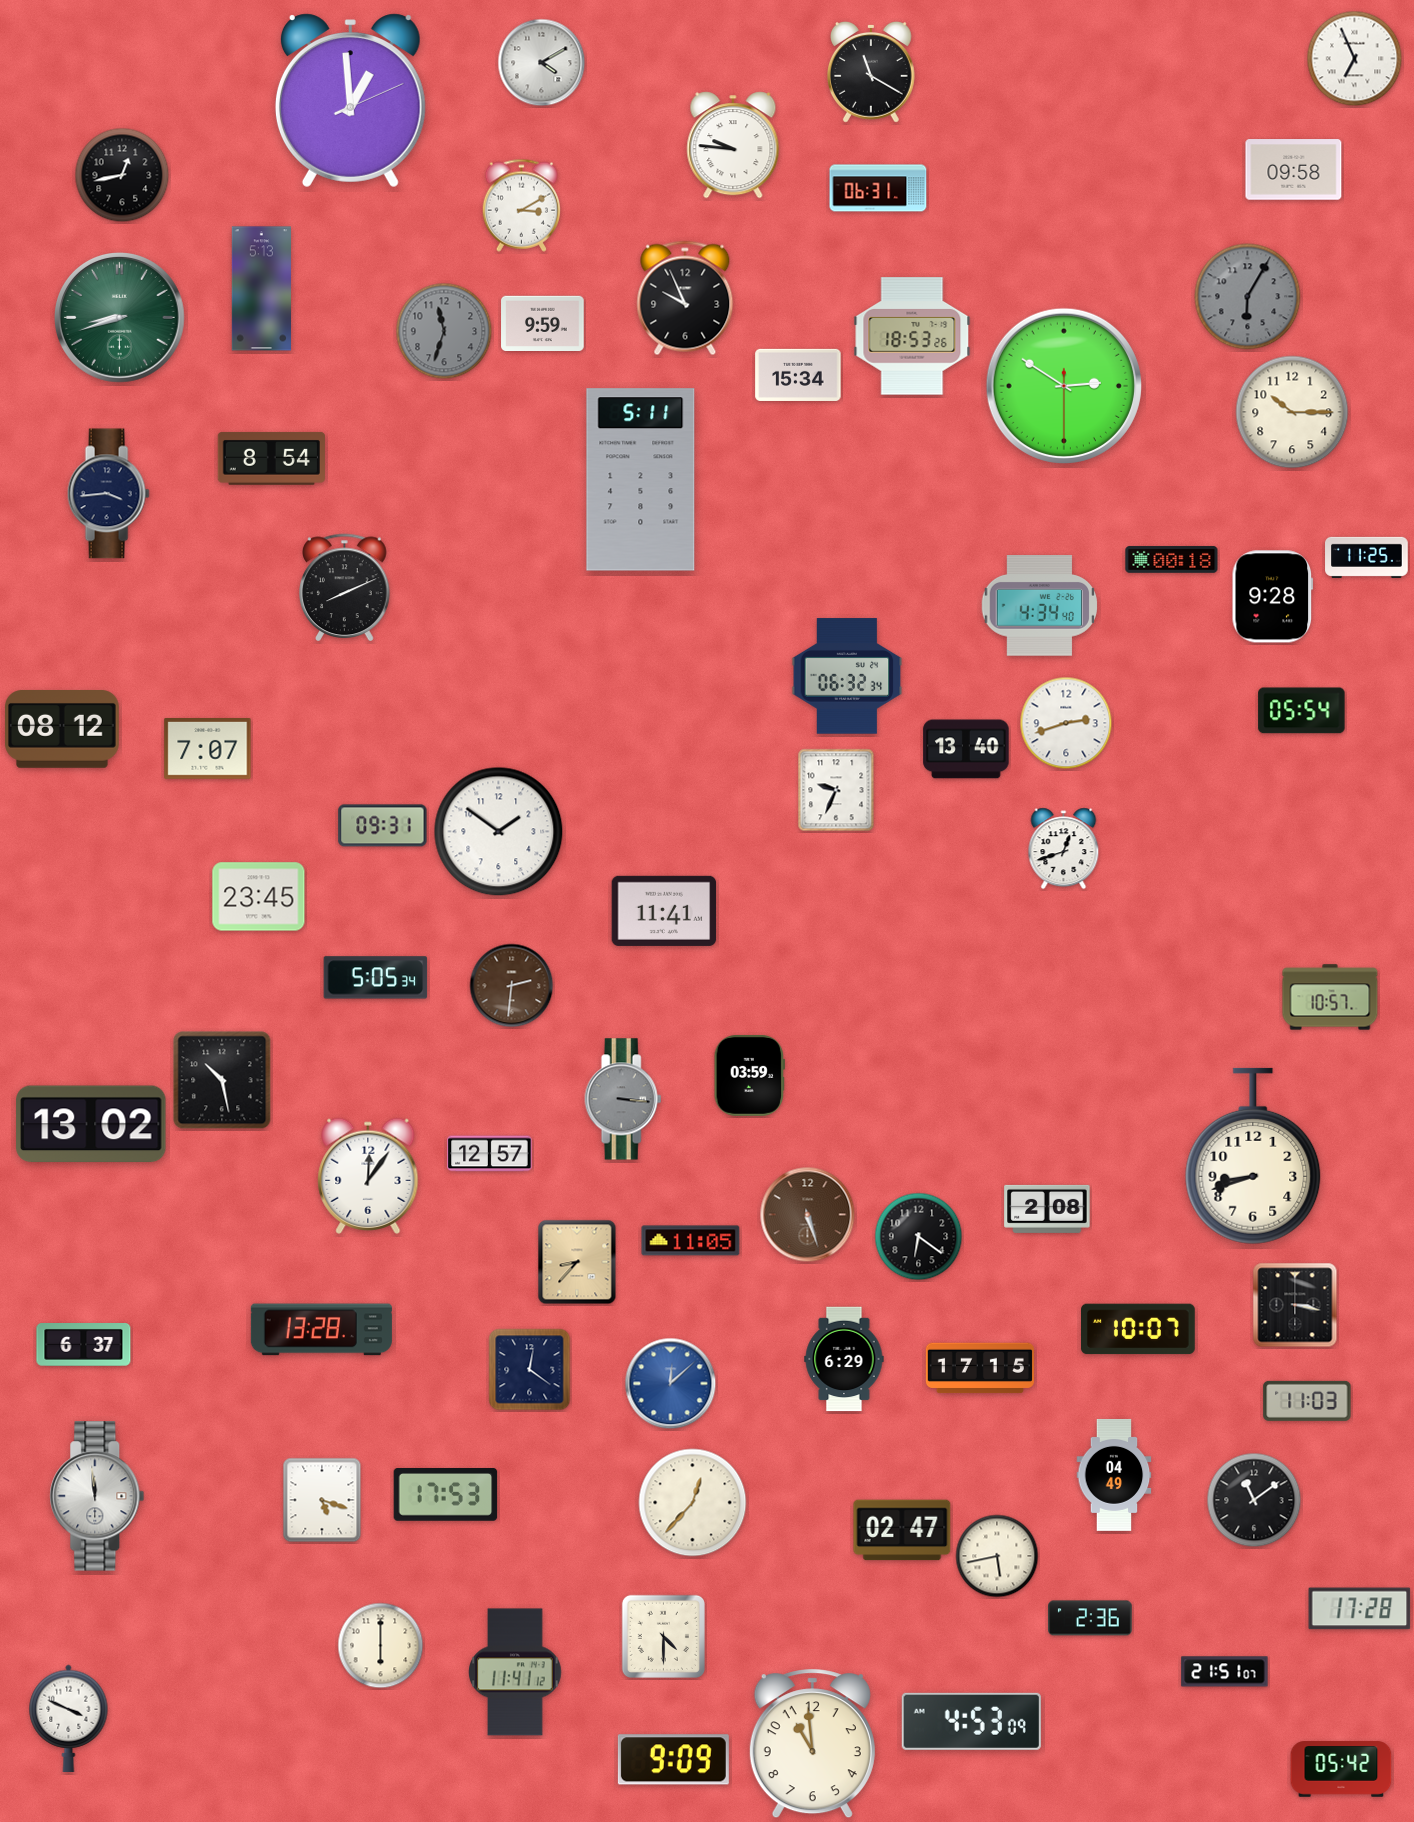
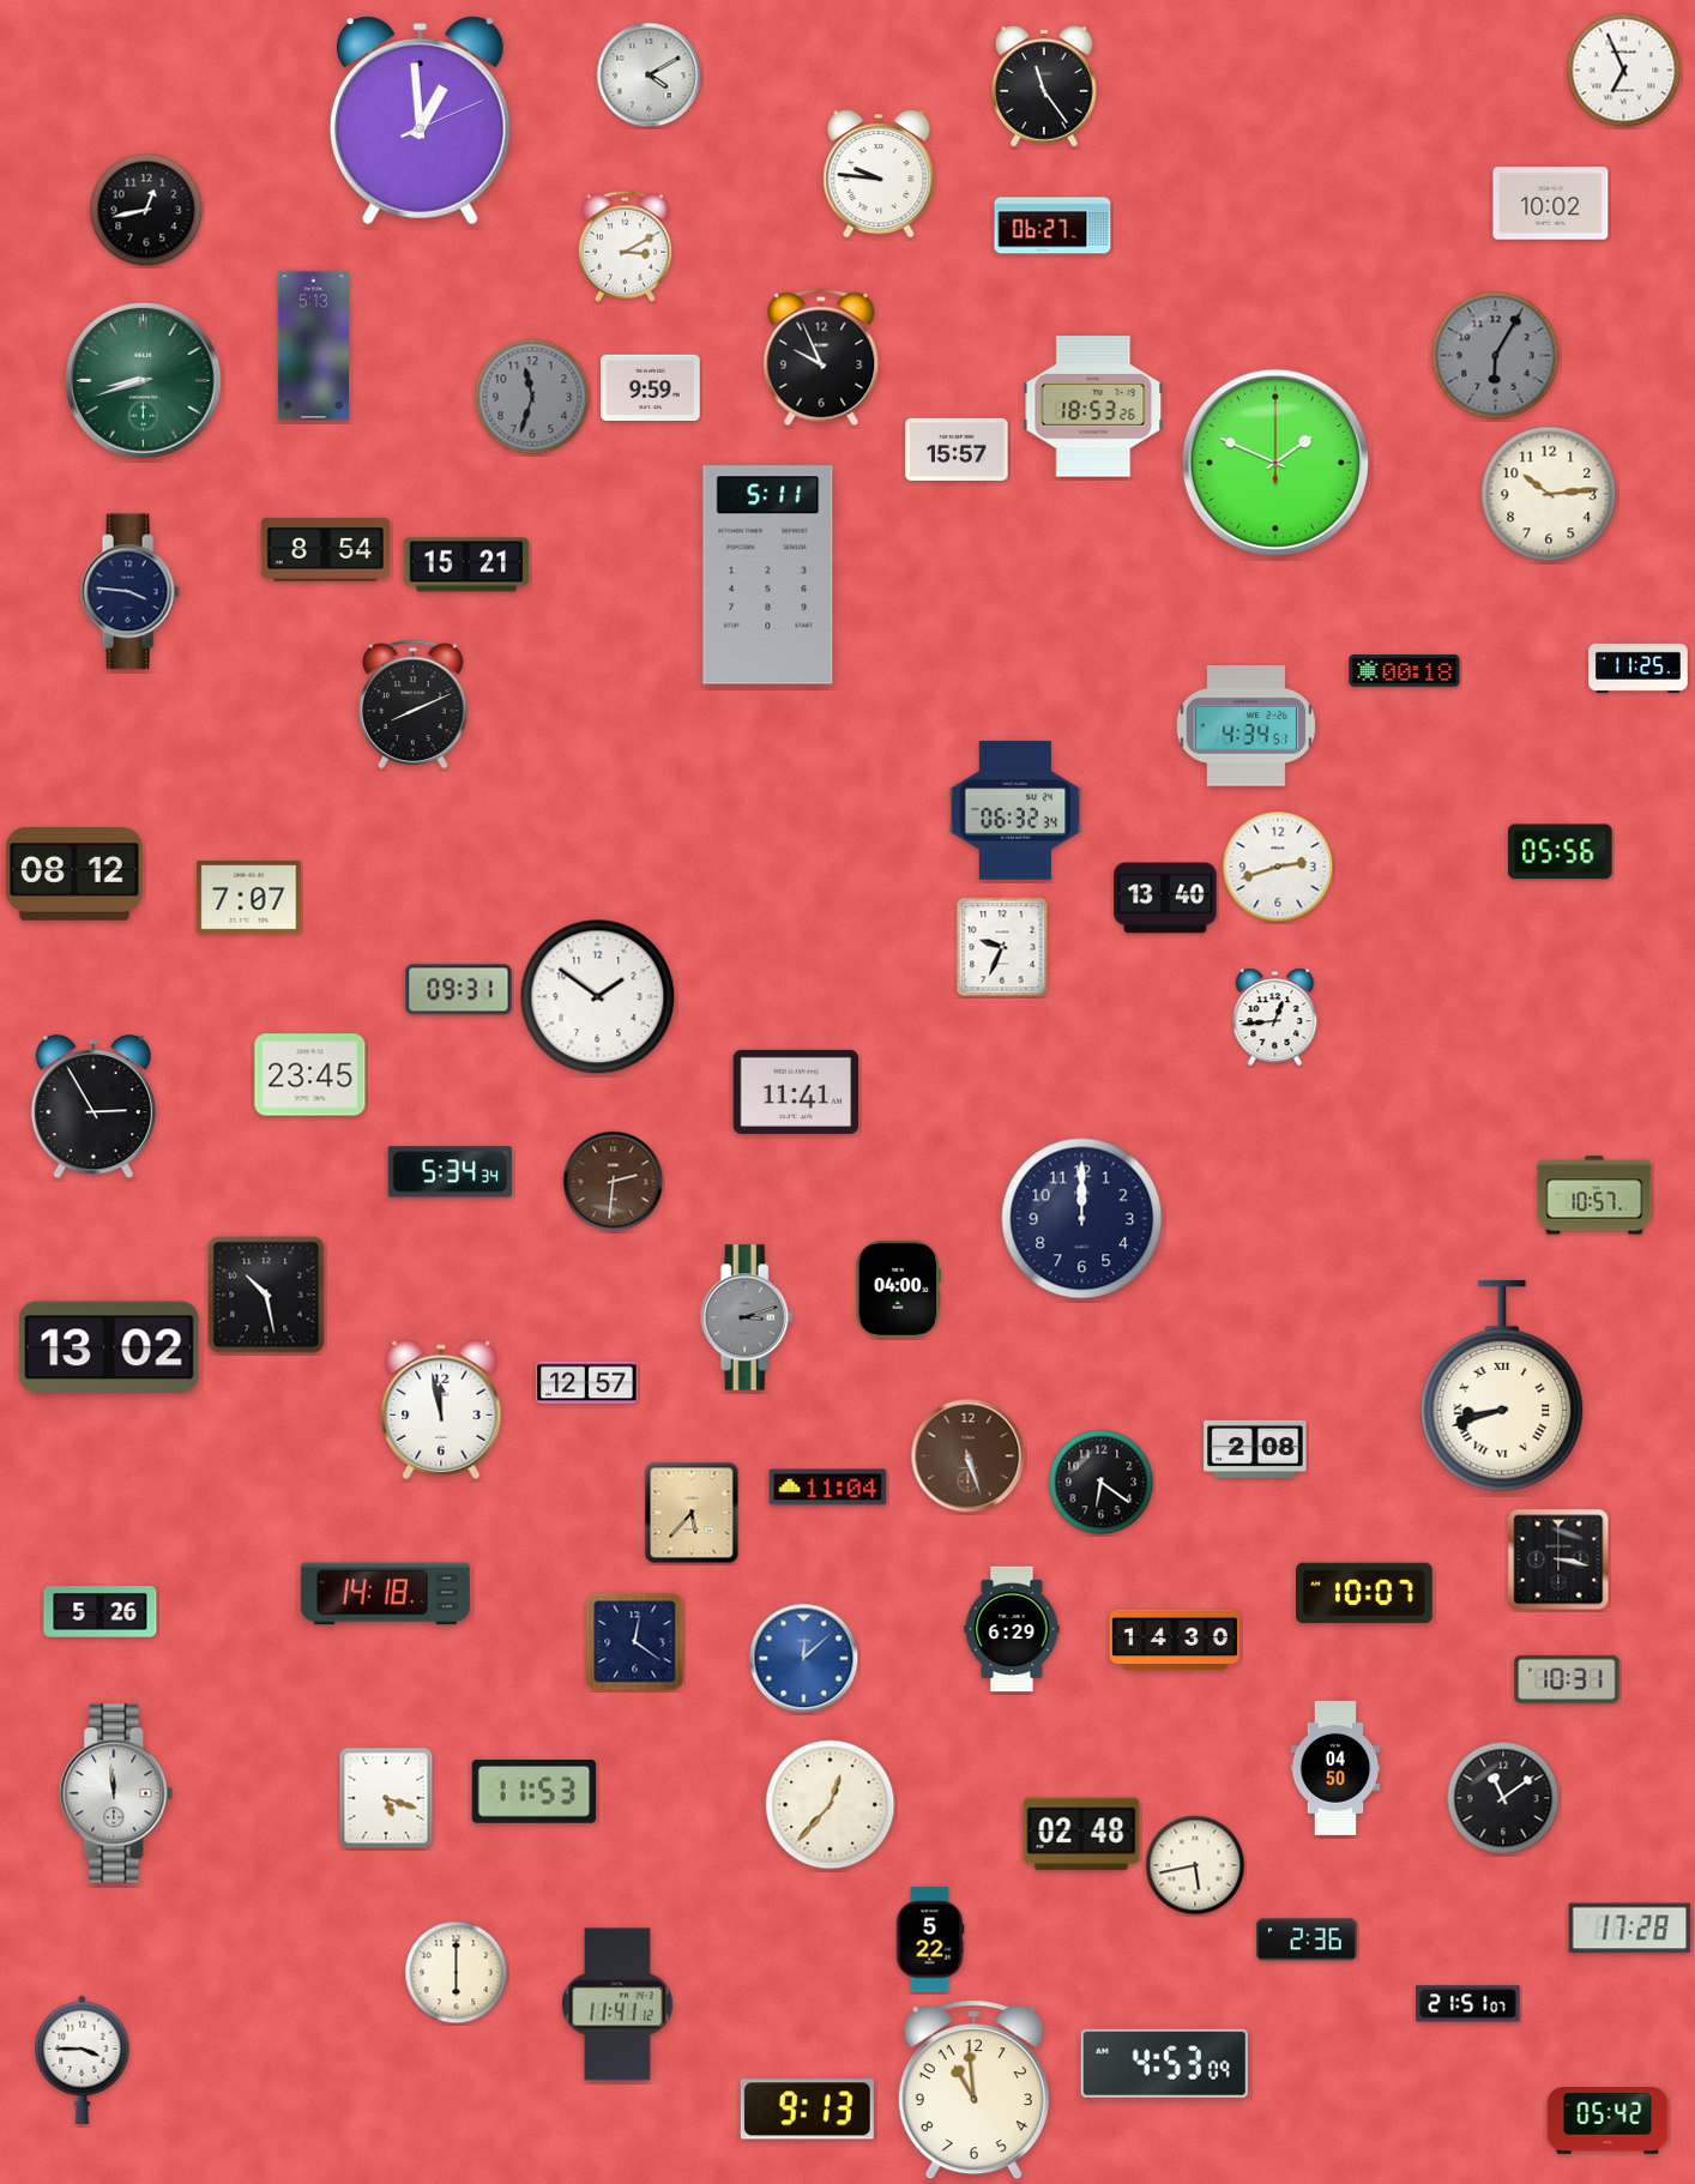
clock at (871, 72): 11:20 -> 11:24
clock at (1294, 170): 09:58 -> 10:02
clock at (878, 188): 06:31 -> 06:27
clock at (912, 336) position: (912, 336) -> (1093, 406)
clock at (798, 375): 15:34 -> 15:57
clock at (1064, 386): 2:50 -> 1:49
clock at (1292, 412): 10:15 -> 10:14
clock at (466, 565): none -> 15:21
clock at (108, 494): 3:44 -> 3:46
clock at (1272, 597): 9:28 -> none
clock at (1040, 606): 4:34:40 -> 4:34:51
clock at (1302, 711): 05:54 -> 05:56
clock at (966, 749) position: (966, 749) -> (1165, 898)
clock at (1064, 849): 12:42 -> 12:44
clock at (94, 1108): none -> 2:55
clock at (376, 978): 5:05 -> 5:34
clock at (1082, 1219): none -> 12:00
clock at (749, 1075): 03:59 -> 04:00
clock at (623, 1099): 3:16 -> 3:12
clock at (1253, 1156) numerals: Arabic -> Roman
clock at (368, 1176): 12:06 -> 11:58
clock at (691, 1241): 11:05 -> 11:04
clock at (577, 1262): 8:37 -> 5:37
clock at (1295, 1305) position: (1295, 1305) -> (1558, 1559)
clock at (321, 1330): 13:28 -> 14:18
clock at (84, 1345): 6:37 -> 5:26
clock at (980, 1368): 17:15 -> 14:30
clock at (1307, 1401): 11:03 -> 10:31
clock at (1114, 1475): 04:49 -> 04:50
clock at (446, 1495): 17:53 -> 11:53
clock at (693, 1503) position: (693, 1503) -> (831, 1805)
clock at (902, 1530): 02:47 -> 02:48
clock at (930, 1939): none -> 5:22
clock at (663, 1636): 4:30 -> none
clock at (69, 1718): 3:49 -> 3:45
clock at (673, 1760): 9:09 -> 9:13
